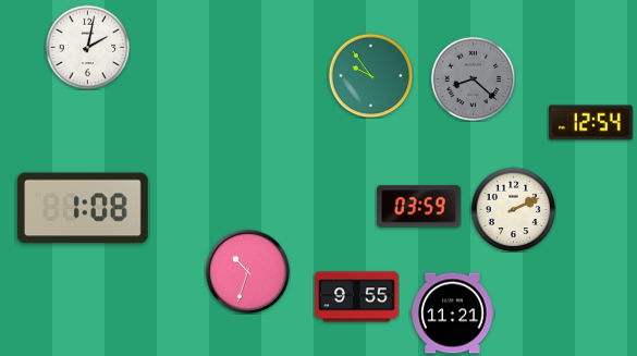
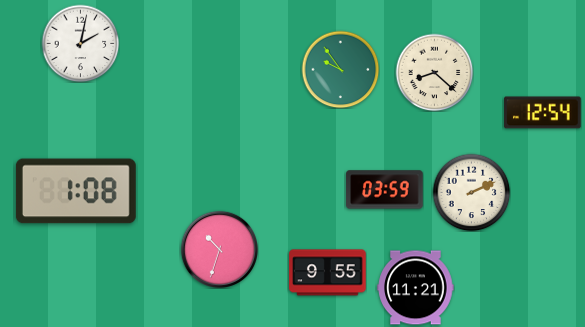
clock at (473, 78) dial: grey -> cream
clock at (247, 271) position: (247, 271) -> (219, 249)
